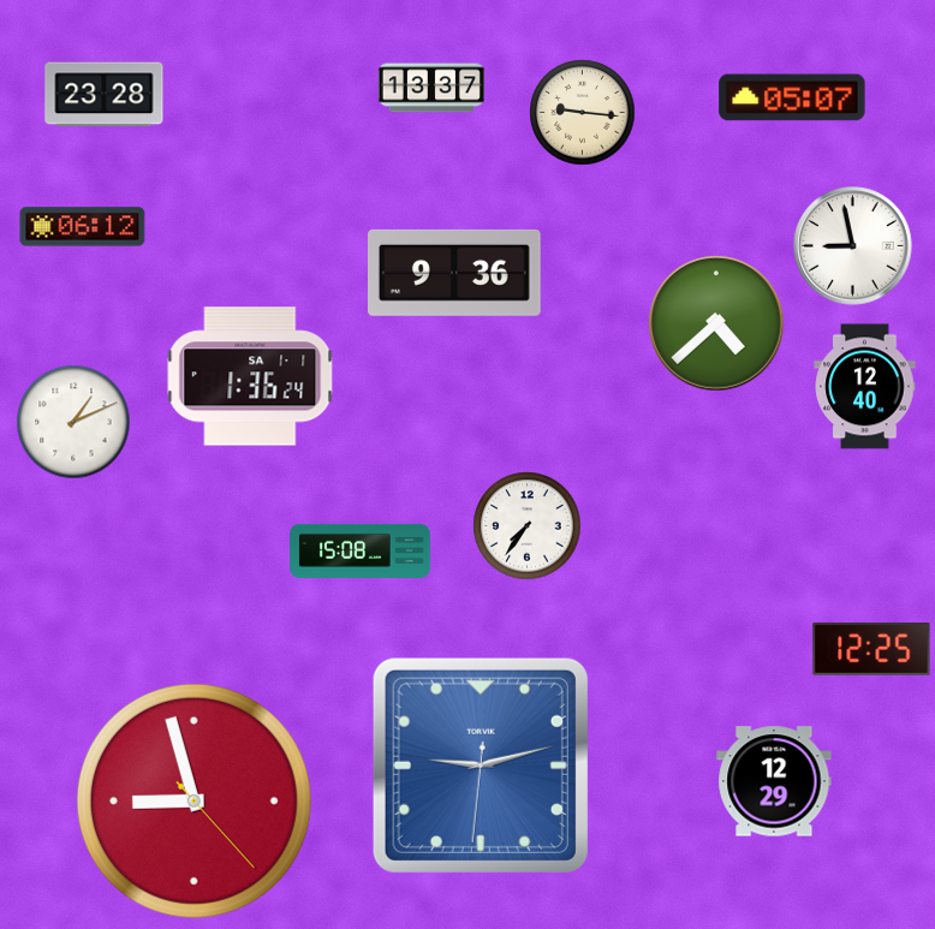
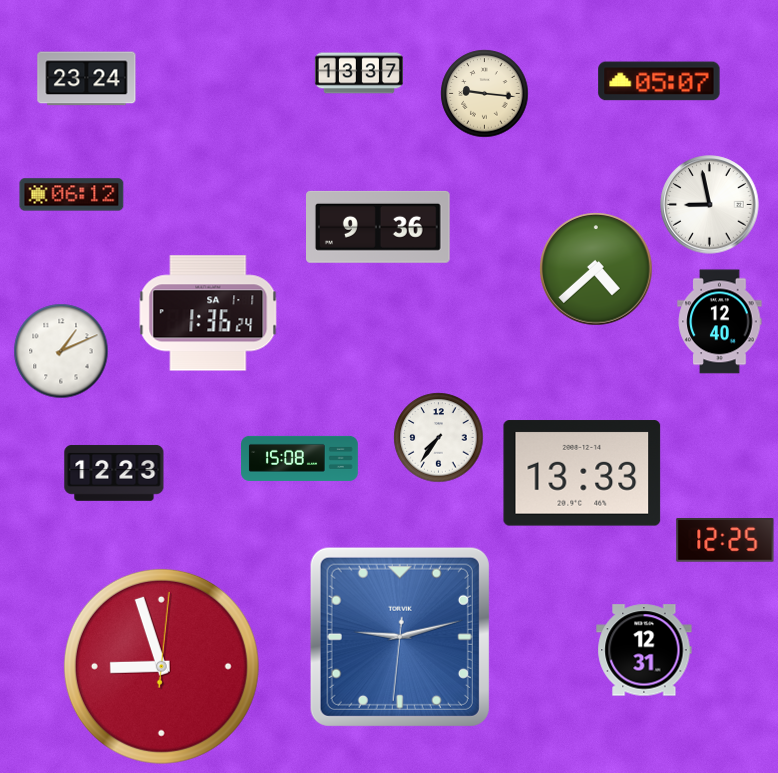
clock at (105, 95): 23:28 -> 23:24
clock at (83, 227) position: (83, 227) -> (72, 195)
clock at (114, 473): none -> 12:23
clock at (582, 473): none -> 13:33
clock at (774, 781): 12:29 -> 12:31
clock at (193, 800): 8:57:23 -> 8:57:01
